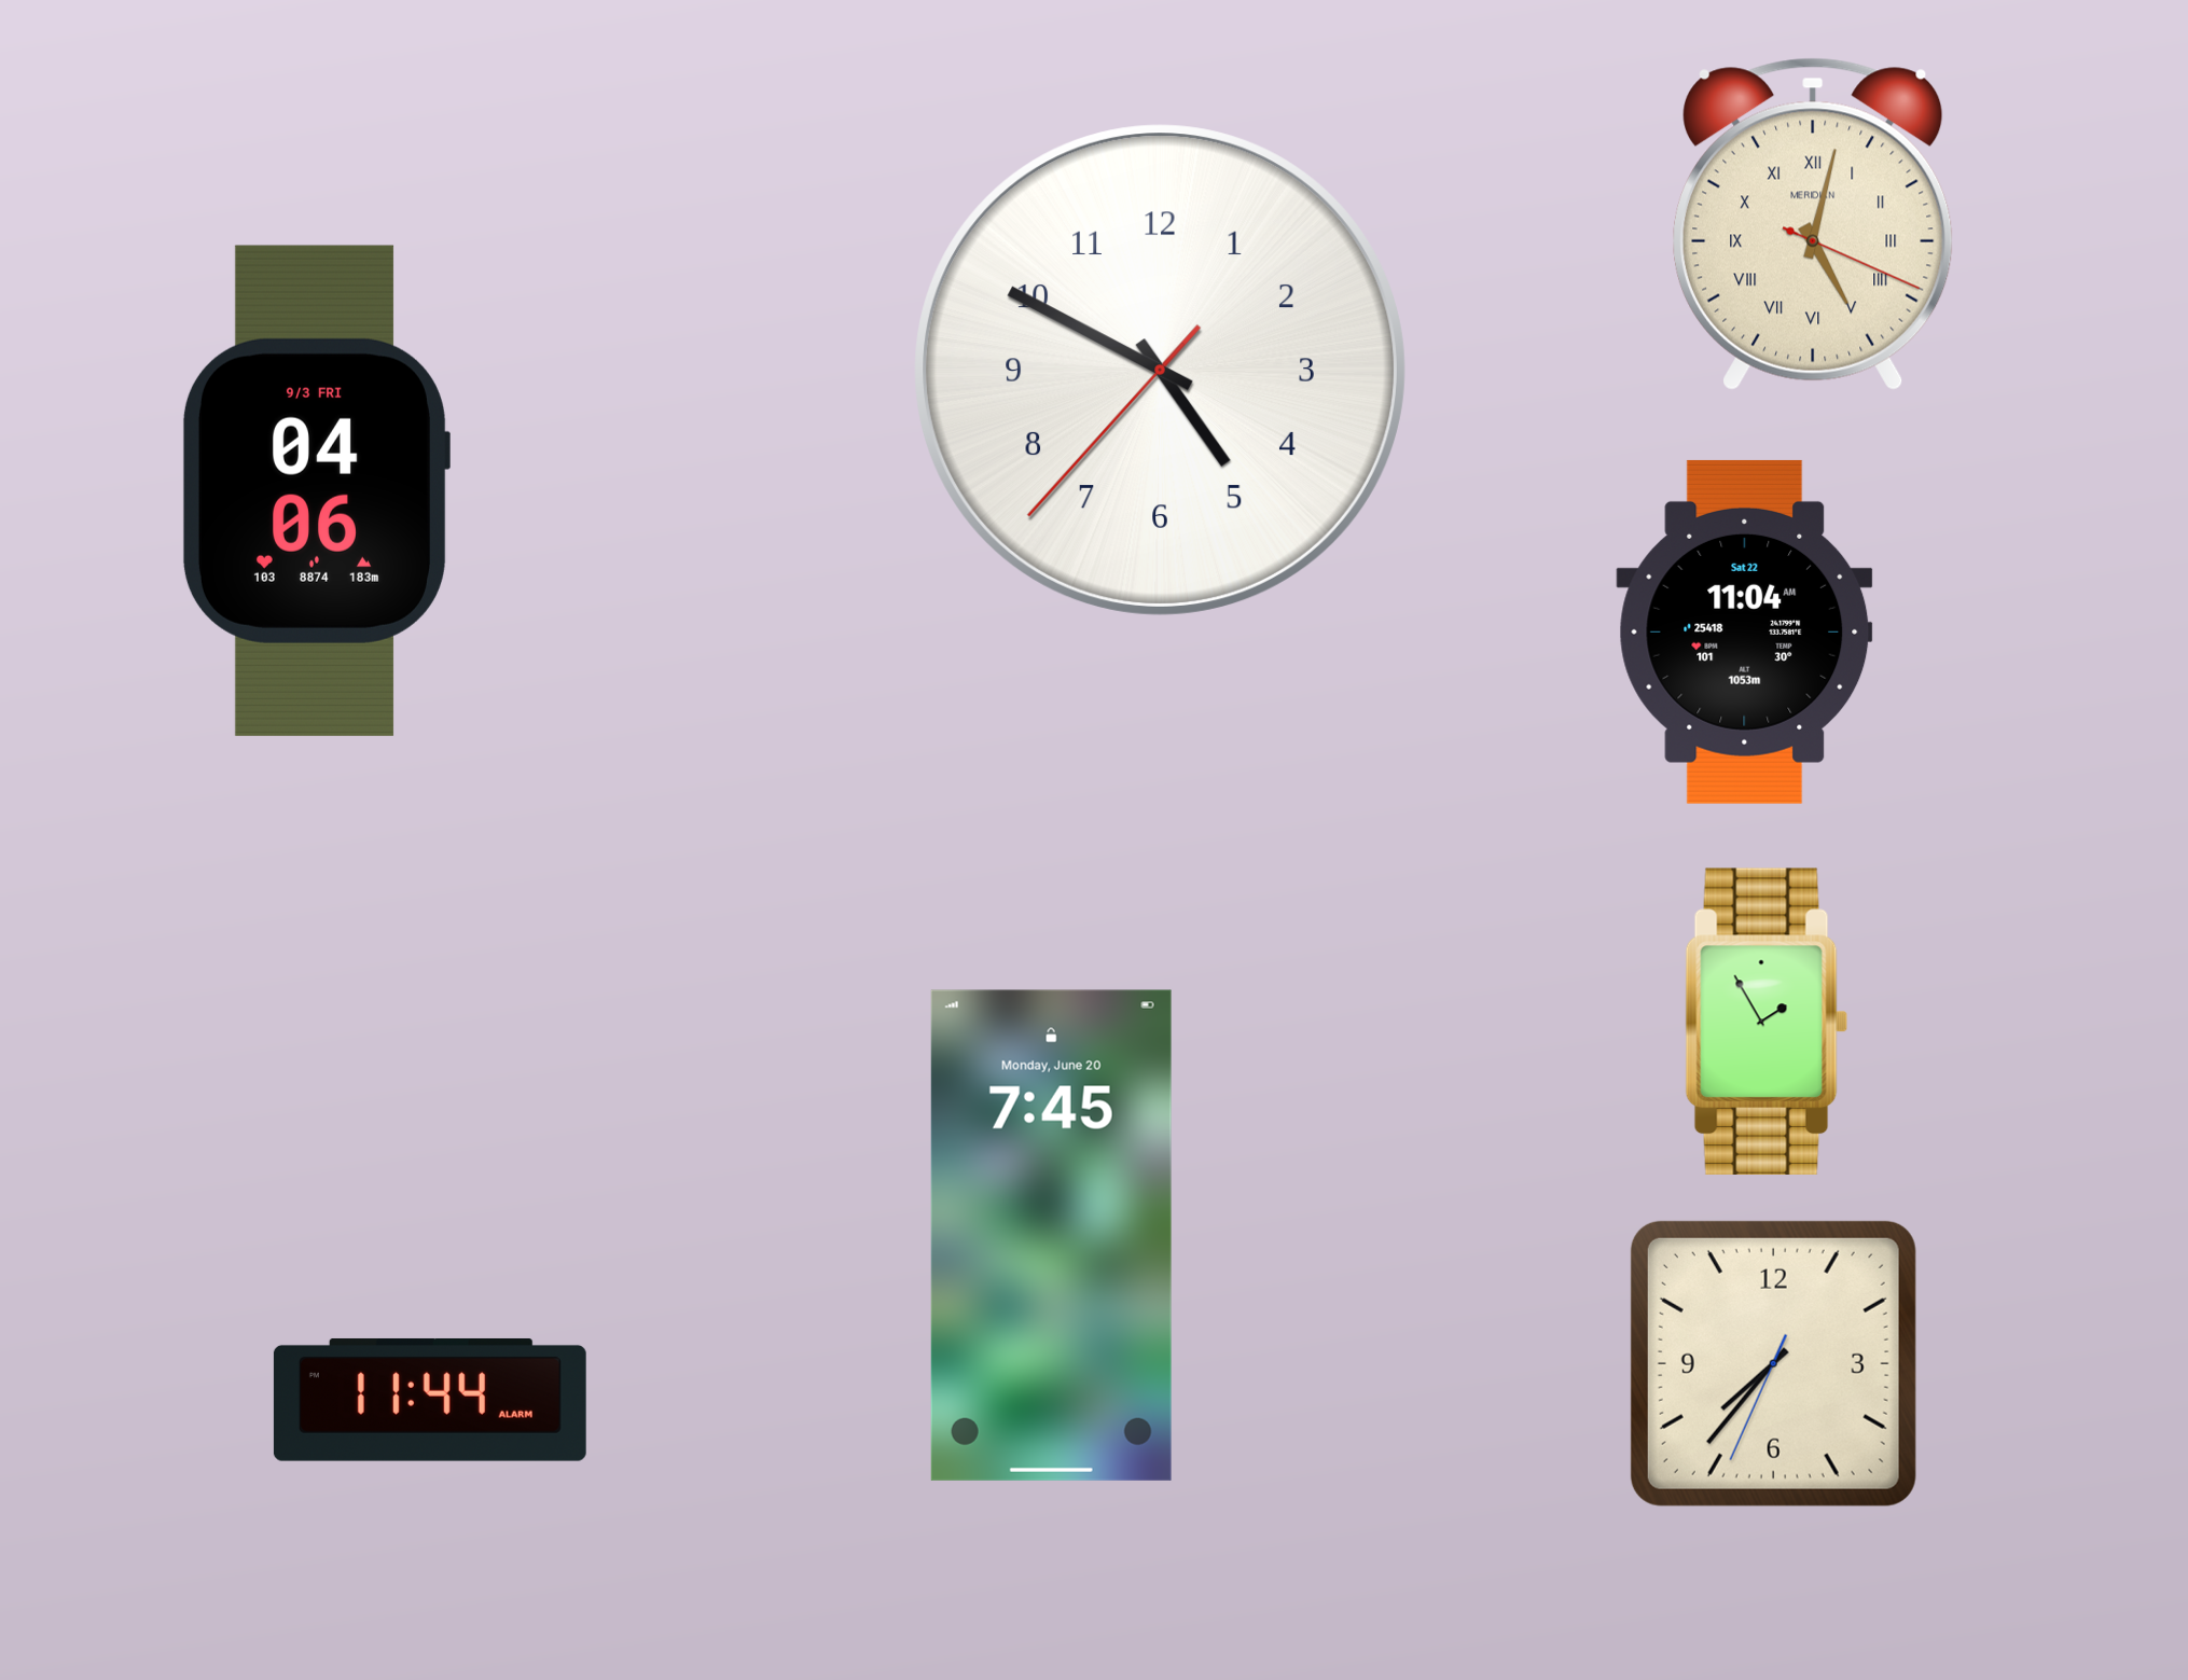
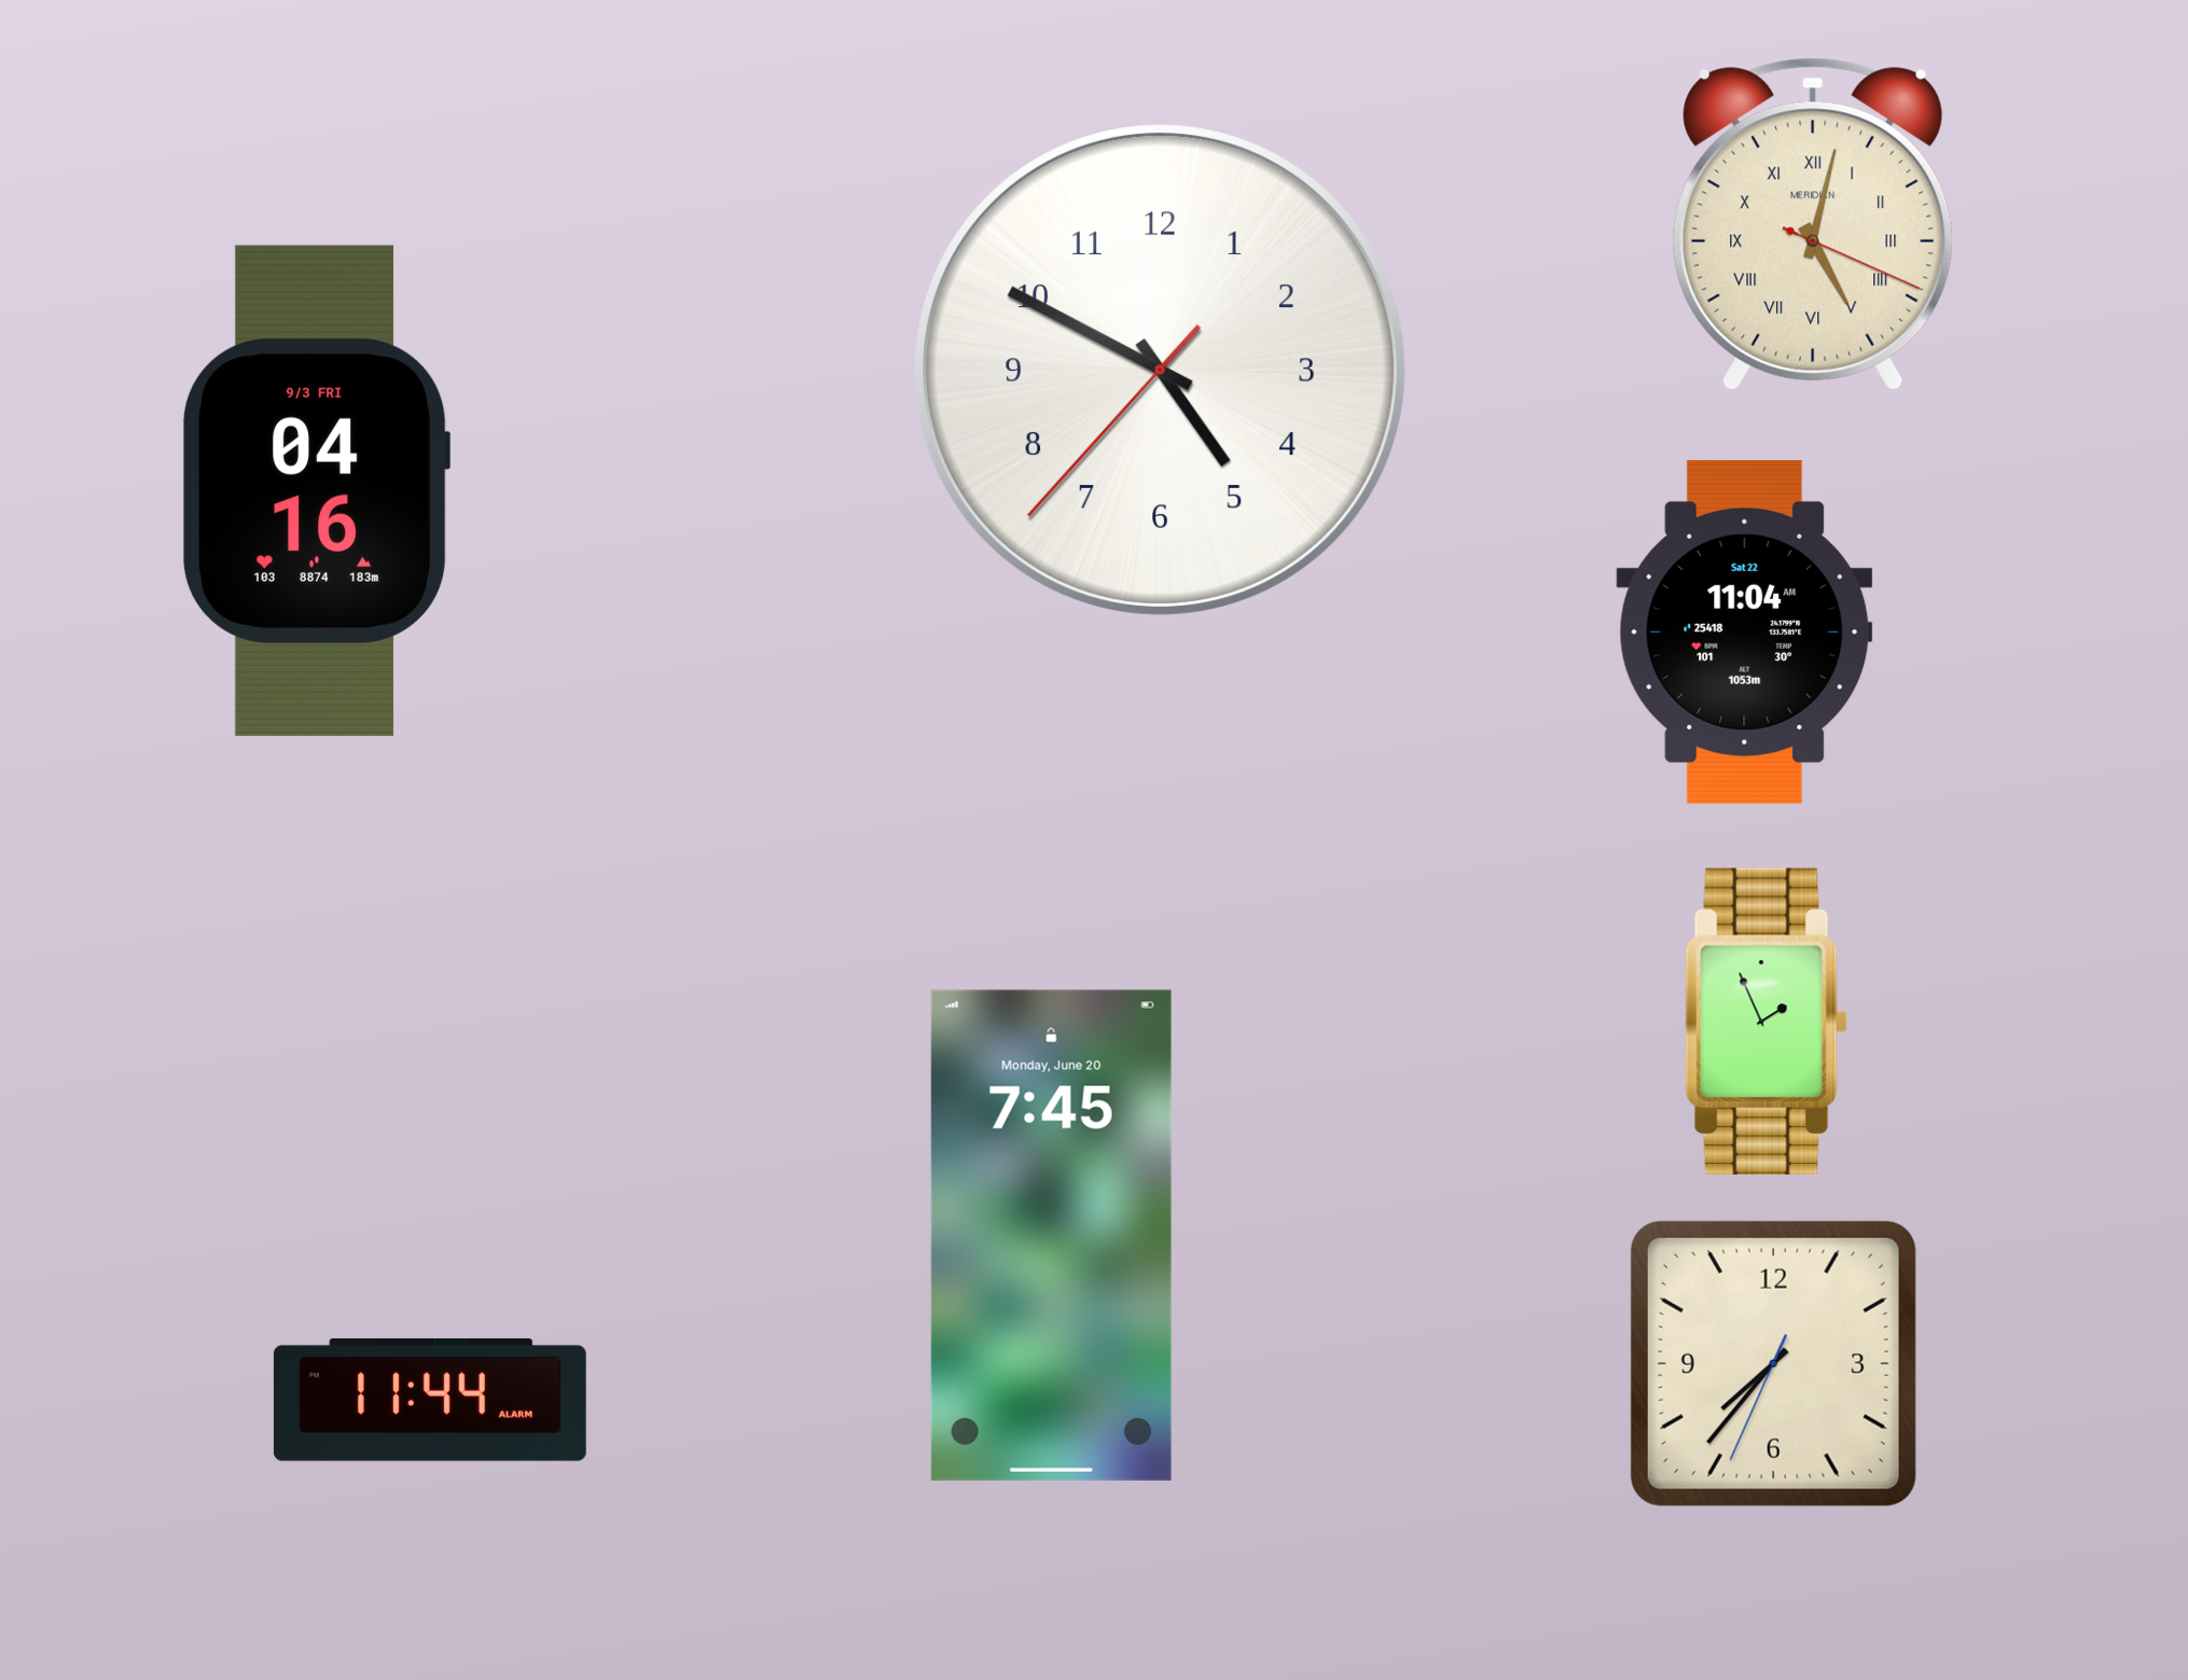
clock at (316, 490): 04:06 -> 04:16
clock at (1767, 1022): 1:55 -> 1:56
